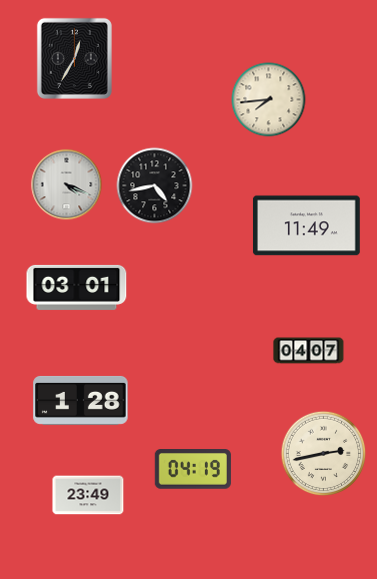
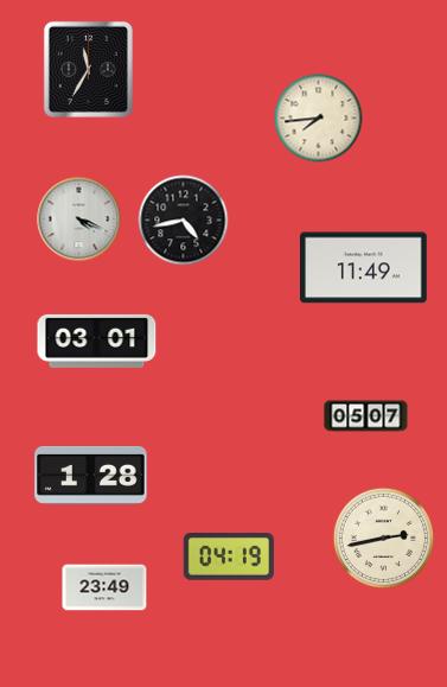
clock at (74, 58): 12:35 -> 11:35
clock at (77, 287) position: (77, 287) -> (97, 341)
clock at (309, 351): 04:07 -> 05:07
clock at (81, 400) position: (81, 400) -> (91, 475)
